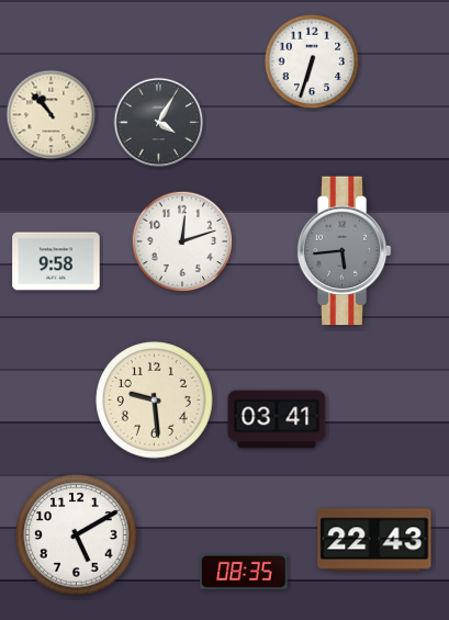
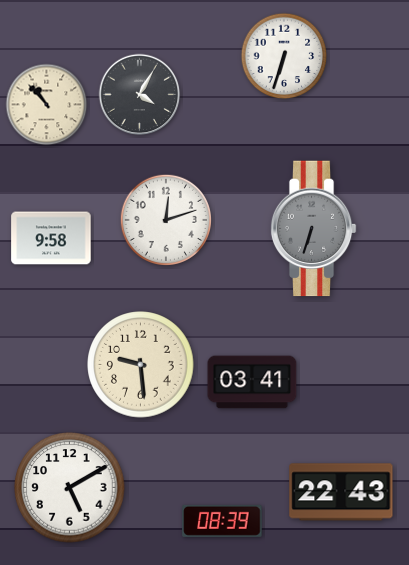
clock at (159, 123) position: (159, 123) -> (140, 95)
clock at (344, 251): 5:44 -> 6:33
clock at (244, 572): 08:35 -> 08:39
